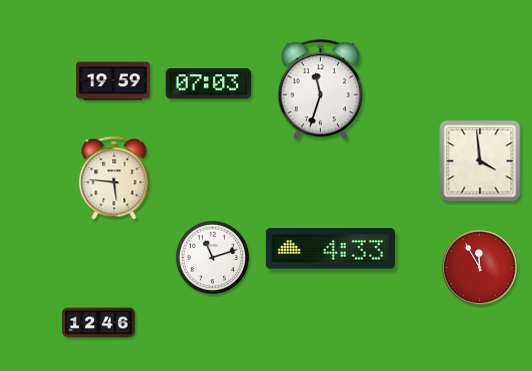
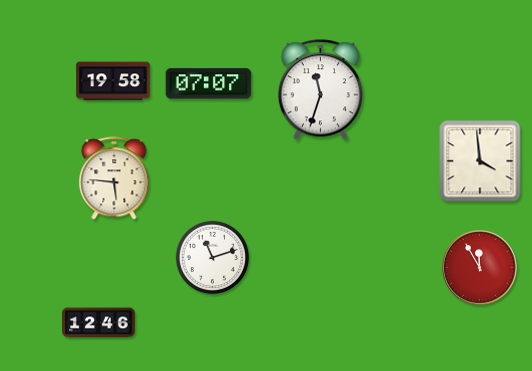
clock at (113, 81): 19:59 -> 19:58
clock at (209, 84): 07:03 -> 07:07
clock at (330, 249): 4:33 -> none
